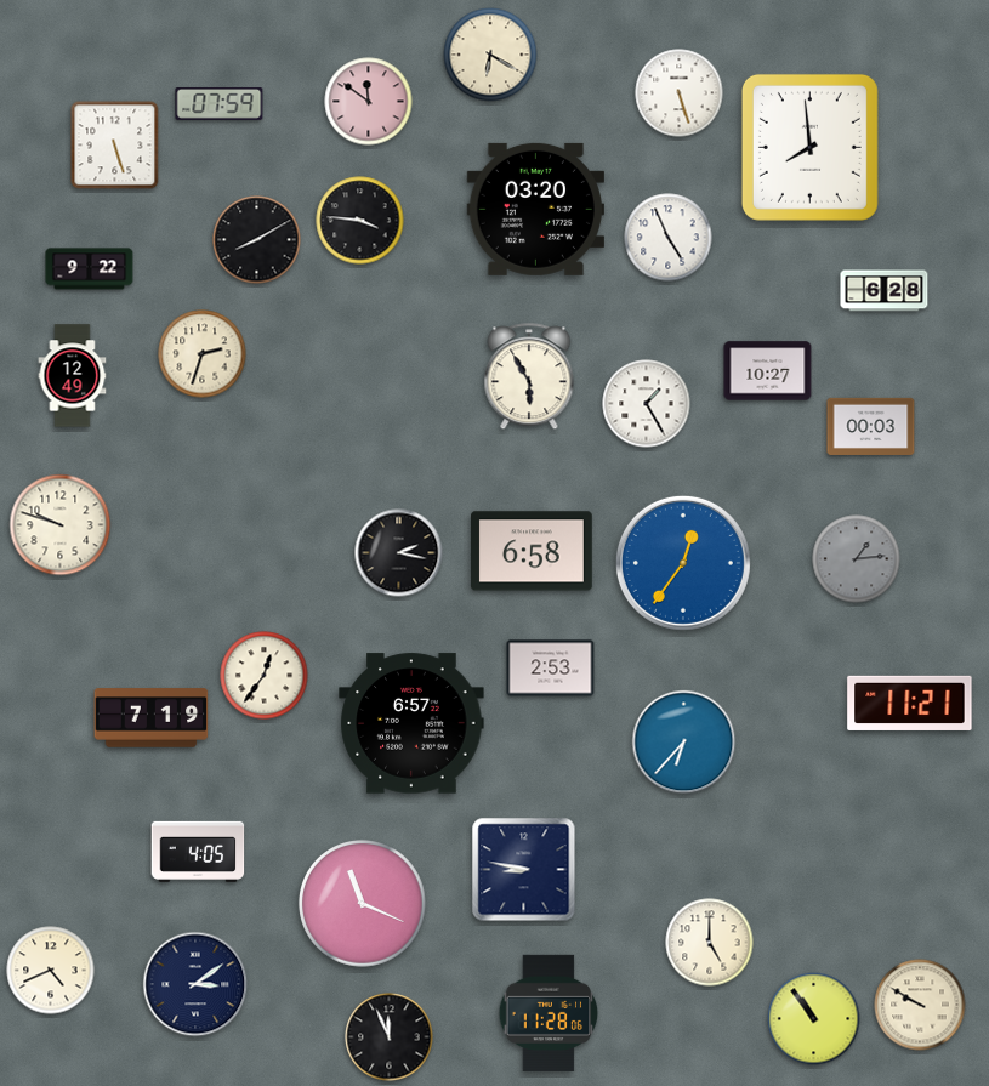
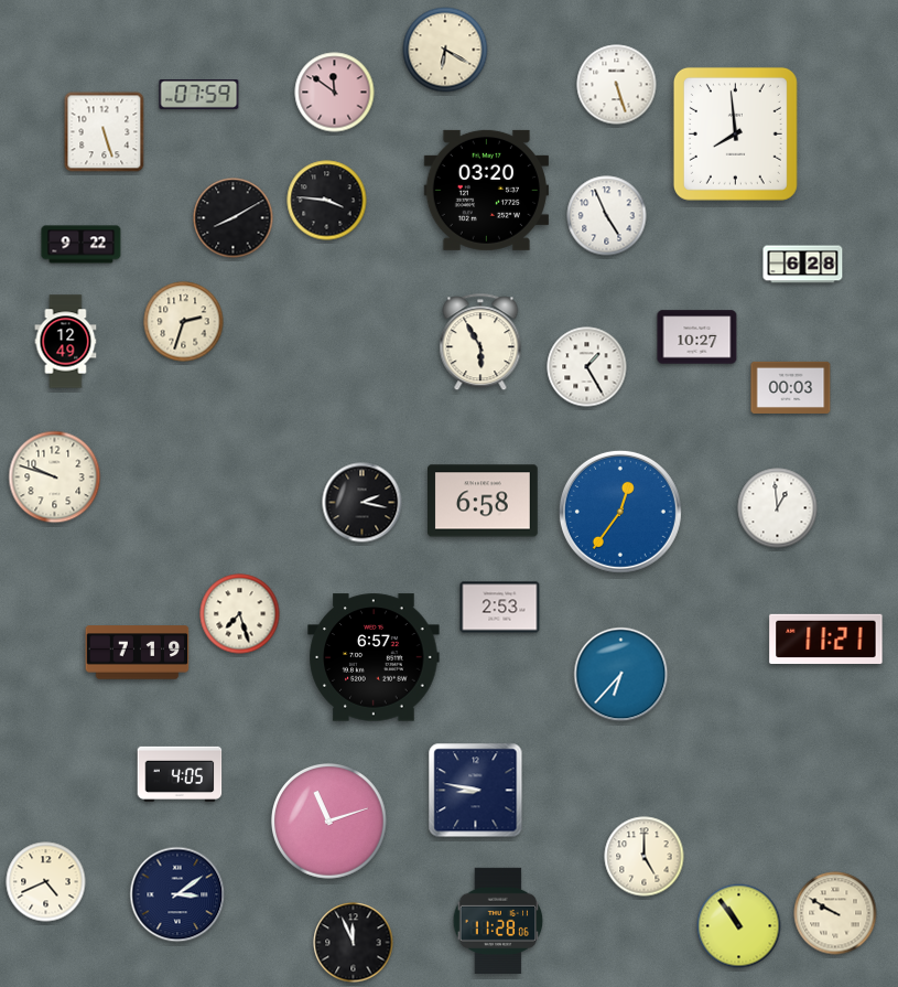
clock at (857, 559): 1:14 -> 12:59
clock at (857, 559) dial: grey -> white
clock at (265, 676): 12:36 -> 7:27
clock at (363, 904): 11:19 -> 11:12
